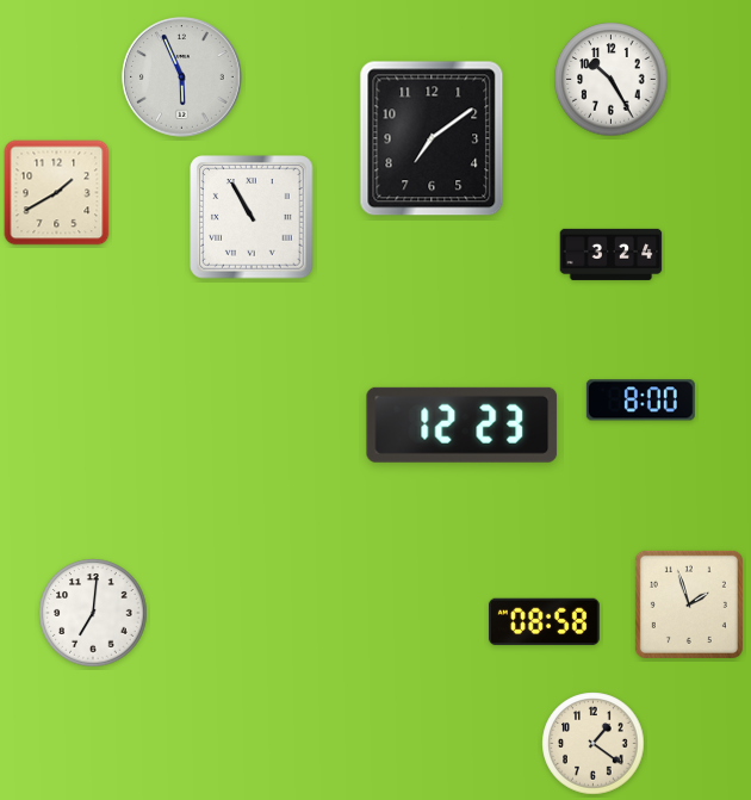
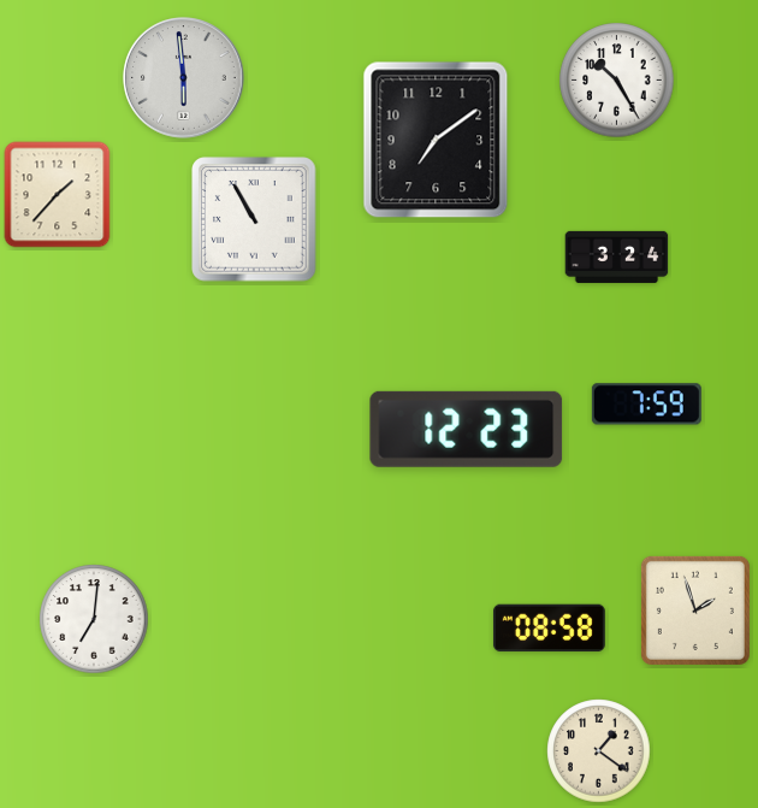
clock at (182, 77): 5:56 -> 5:59
clock at (57, 193): 1:40 -> 1:37
clock at (640, 401): 8:00 -> 7:59
